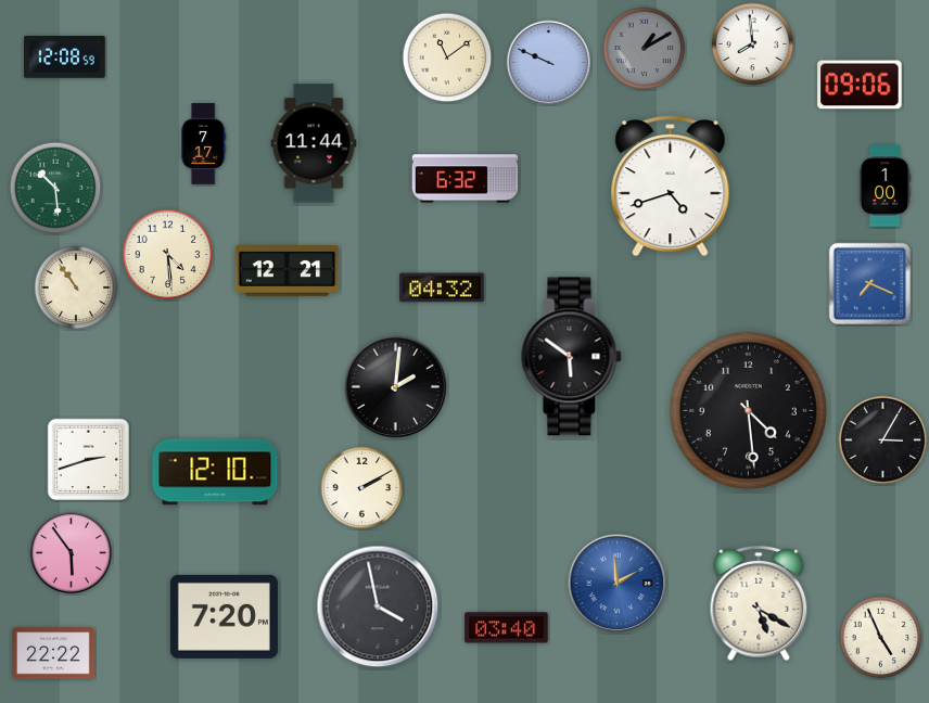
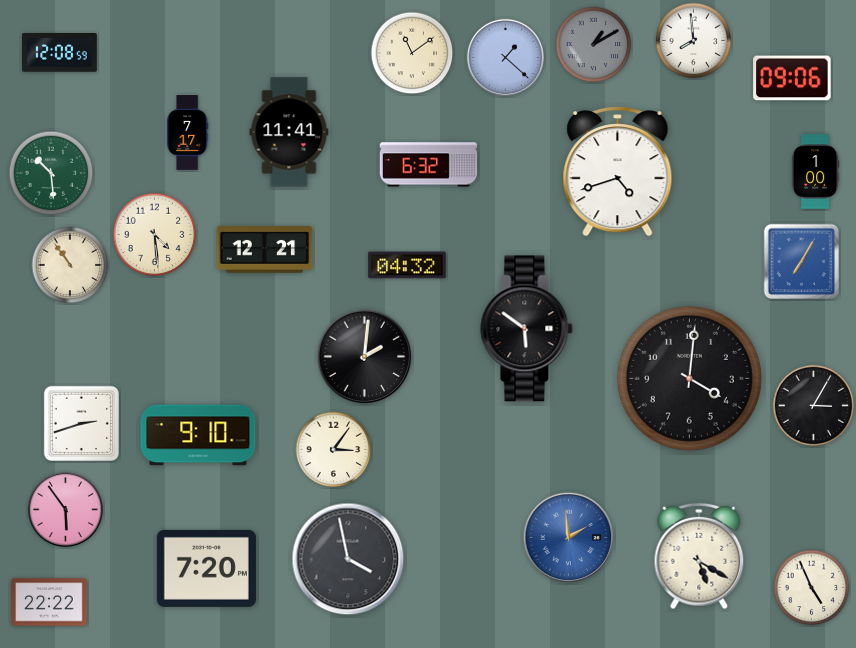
clock at (548, 62): 9:49 -> 1:22
clock at (314, 143): 11:44 -> 11:41
clock at (869, 283): 7:19 -> 7:05
clock at (748, 410): 4:29 -> 4:01
clock at (215, 472): 12:10 -> 9:10
clock at (362, 488): 2:10 -> 3:06
clock at (507, 628): 03:40 -> none
